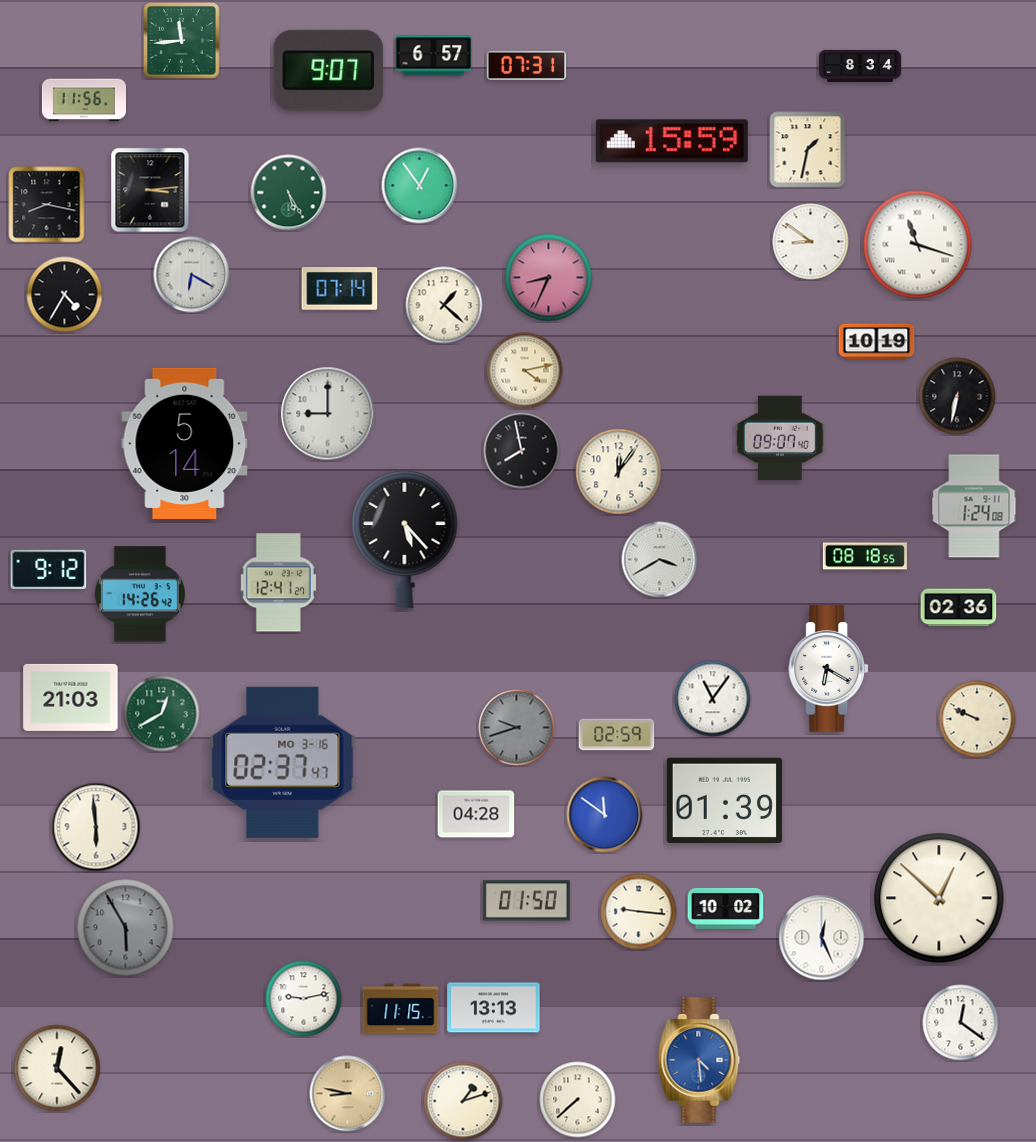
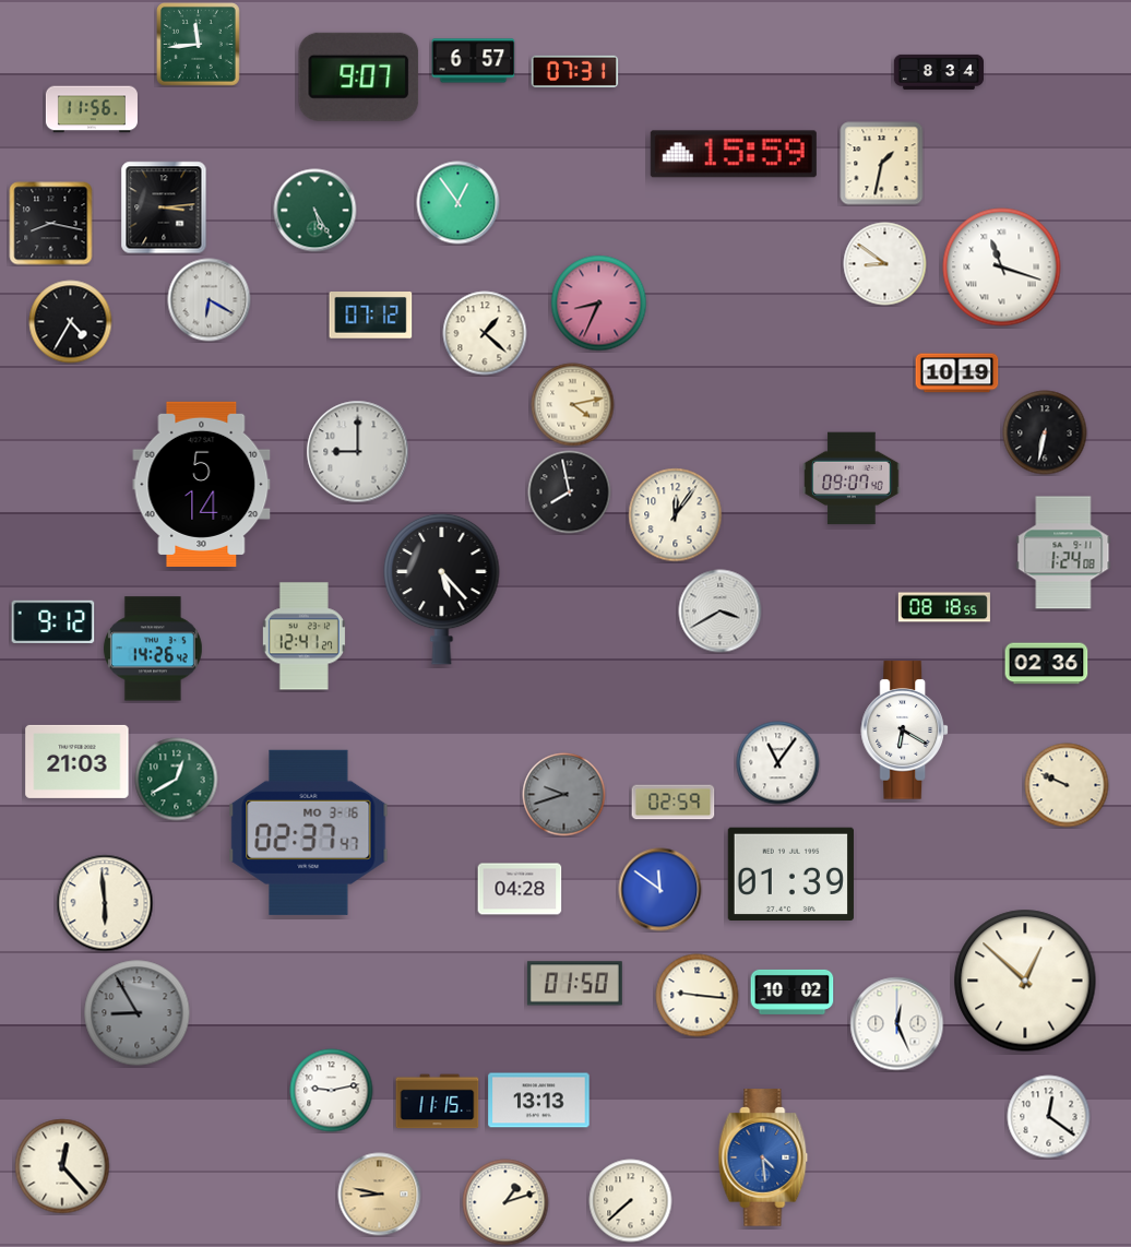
clock at (340, 289): 07:14 -> 07:12
clock at (126, 928): 5:55 -> 8:55
